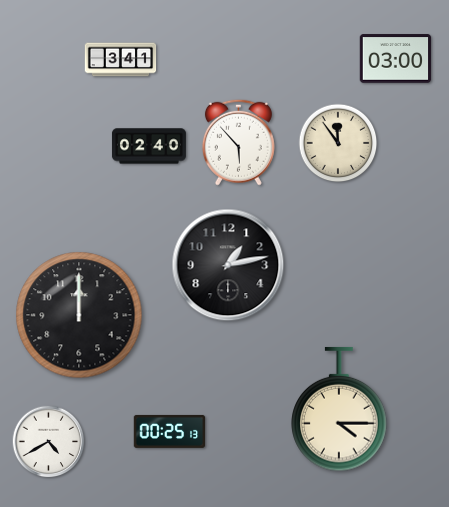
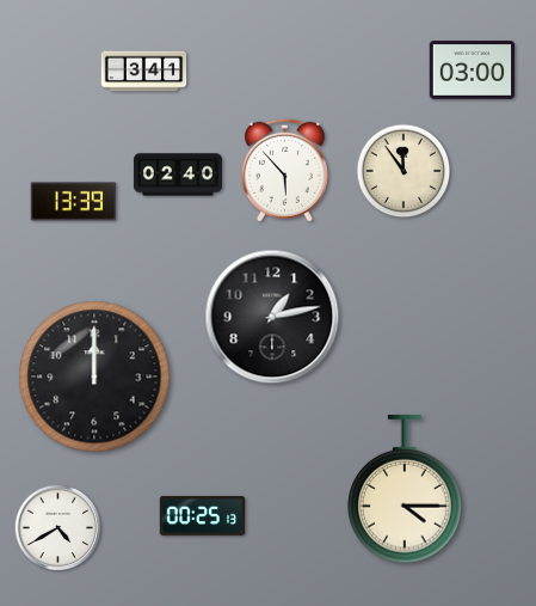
clock at (74, 202): none -> 13:39
